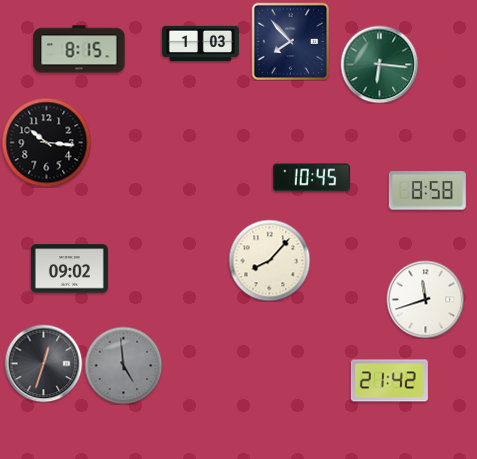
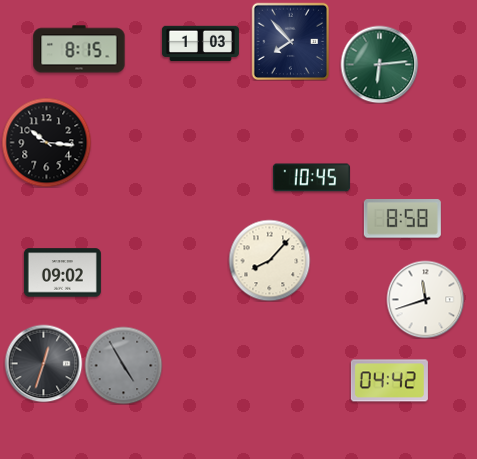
clock at (379, 64): 6:16 -> 6:14
clock at (427, 191) position: (427, 191) -> (402, 219)
clock at (69, 269) position: (69, 269) -> (62, 273)
clock at (123, 365): 4:59 -> 4:55
clock at (389, 381): 21:42 -> 04:42
